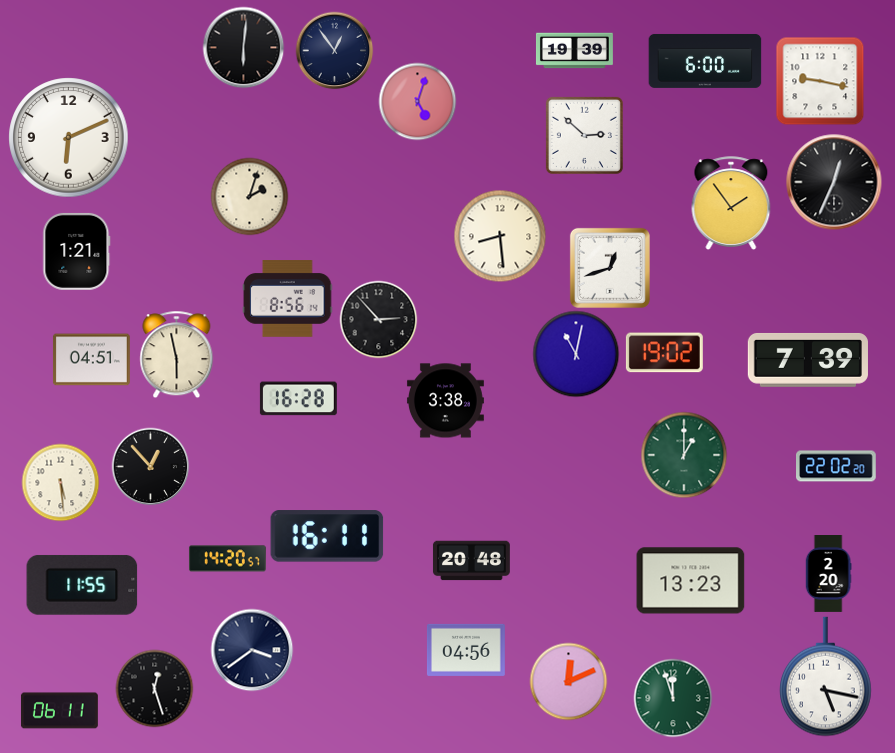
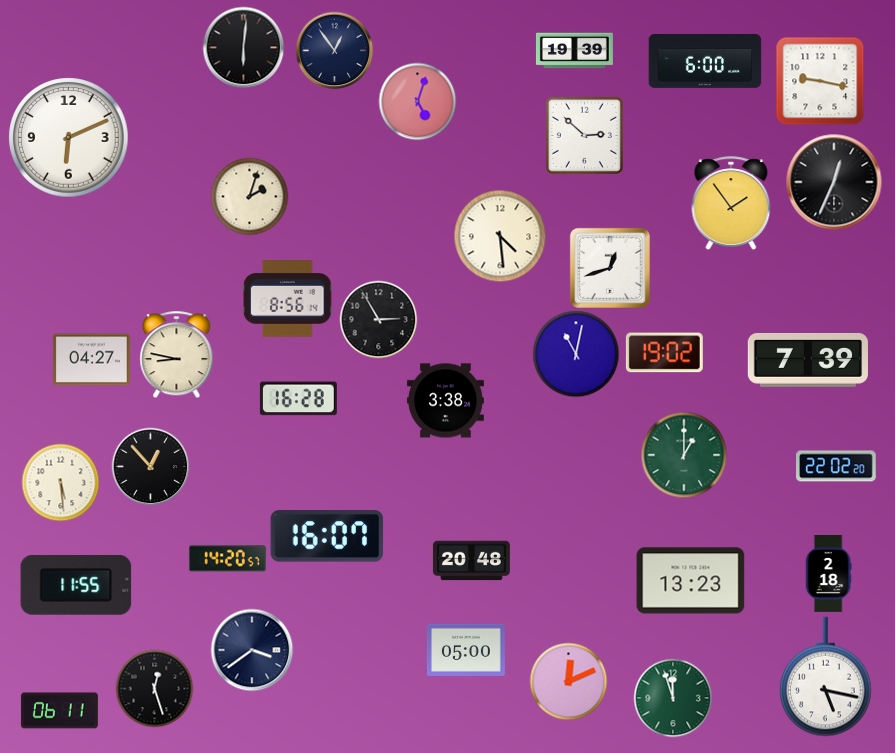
clock at (500, 236): 8:29 -> 4:29
clock at (77, 251): 1:21 -> none
clock at (378, 319): 2:53 -> 2:55
clock at (177, 354): 5:58 -> 8:47
clock at (91, 360): 04:51 -> 04:27
clock at (327, 536): 16:11 -> 16:07
clock at (828, 574): 2:20 -> 2:18
clock at (82, 585) position: (82, 585) -> (76, 585)
clock at (466, 650): 04:56 -> 05:00
